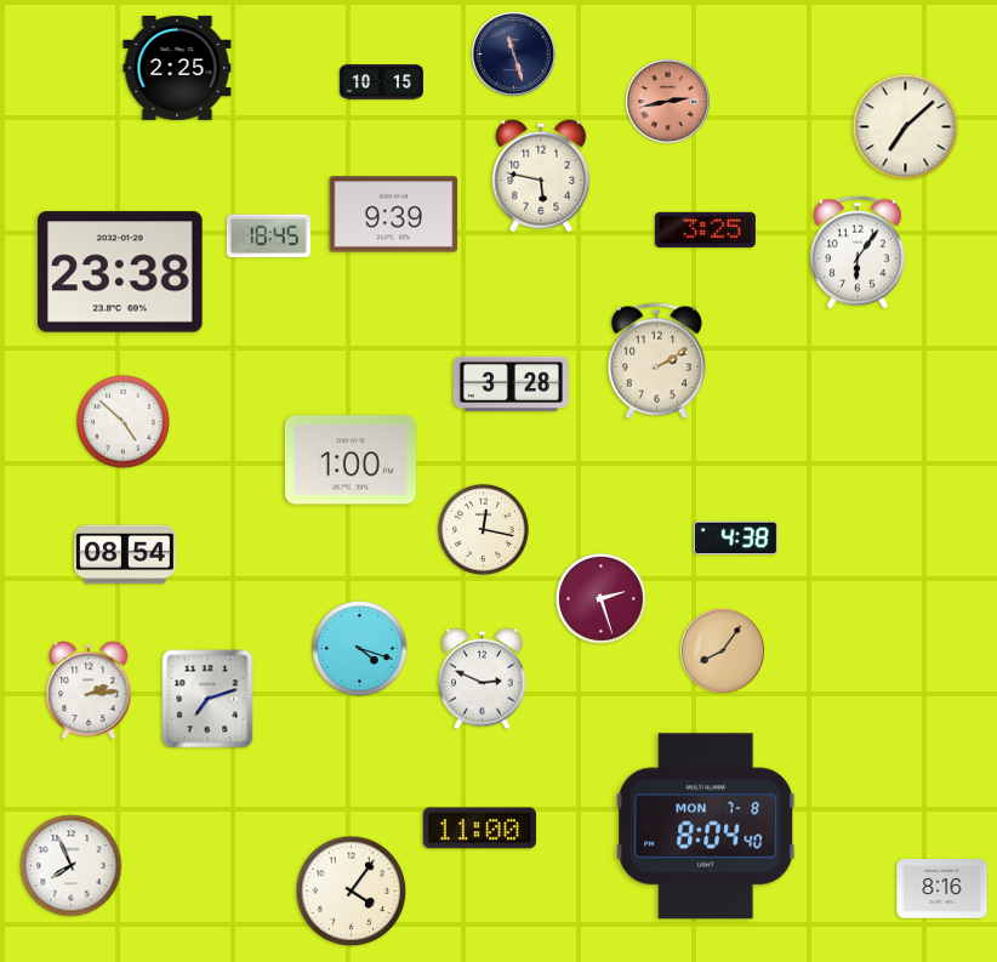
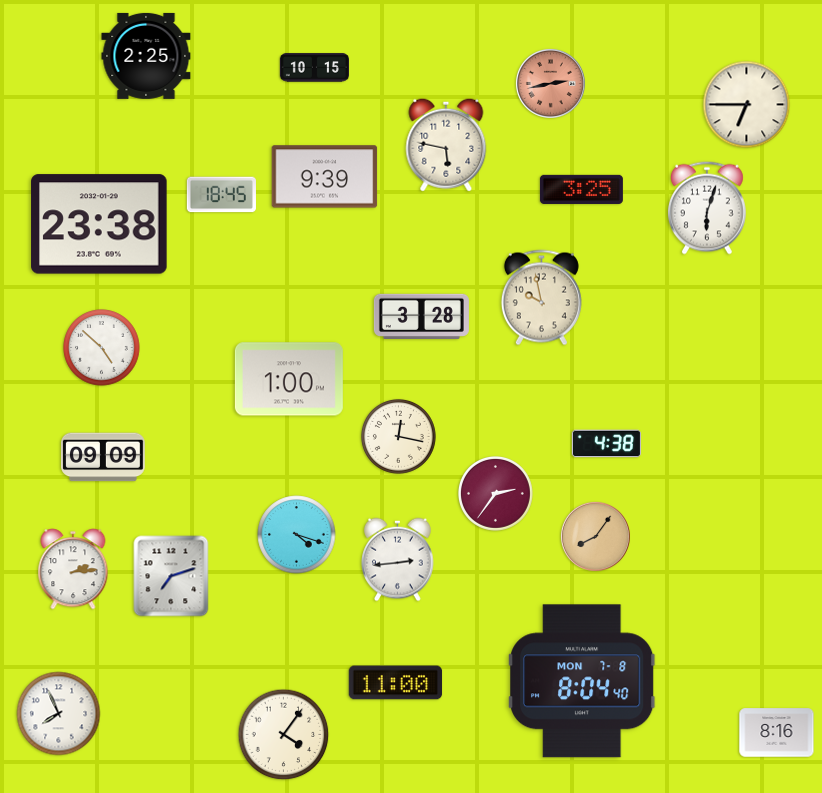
clock at (513, 53): 11:27 -> none
clock at (906, 127): 7:08 -> 6:45
clock at (858, 252): 6:06 -> 6:03
clock at (656, 362): 2:10 -> 9:58
clock at (126, 554): 08:54 -> 09:09
clock at (600, 598): 2:27 -> 2:36
clock at (483, 679): 2:49 -> 2:44
clock at (352, 892) position: (352, 892) -> (284, 735)
